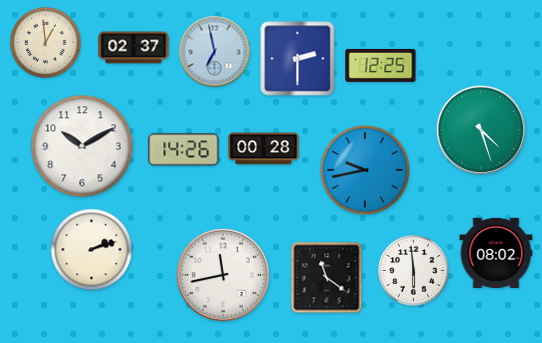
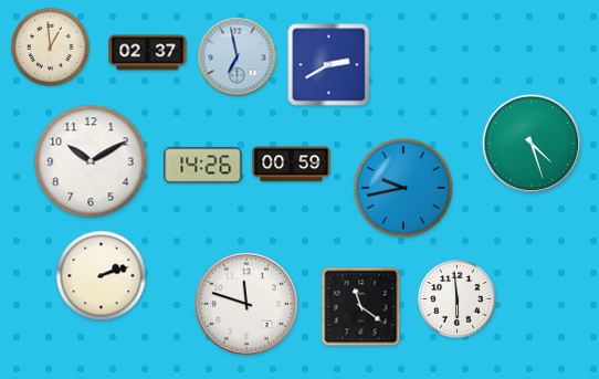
clock at (298, 59): 2:30 -> 2:40
clock at (381, 65): 12:25 -> none
clock at (264, 149): 00:28 -> 00:59
clock at (496, 252): 08:02 -> none
clock at (223, 275): 11:43 -> 11:48
